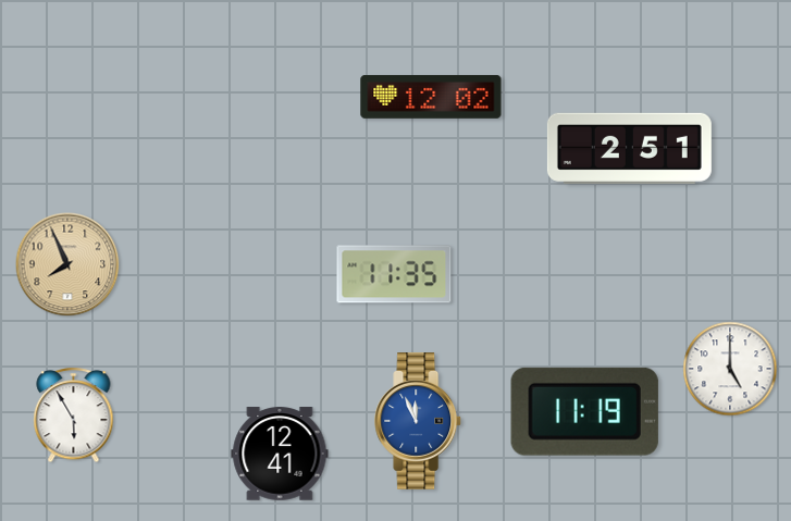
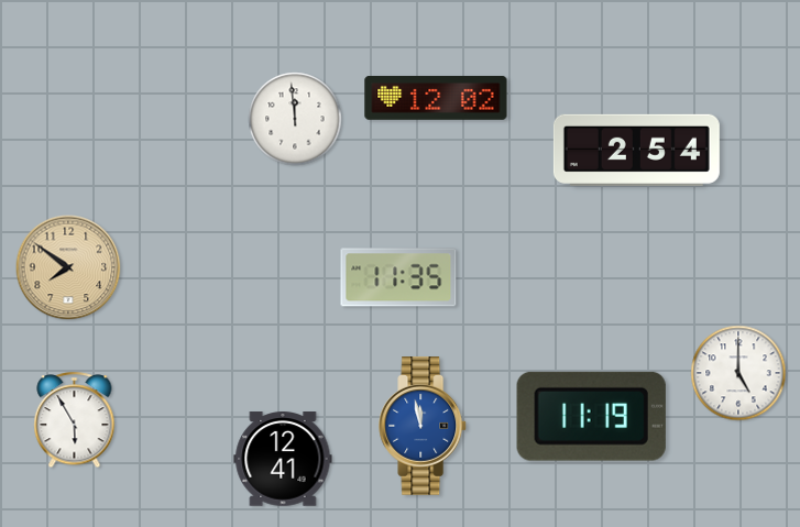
clock at (295, 119): none -> 11:59
clock at (629, 148): 2:51 -> 2:54
clock at (67, 264): 7:56 -> 7:51
clock at (419, 422): 11:56 -> 11:58
